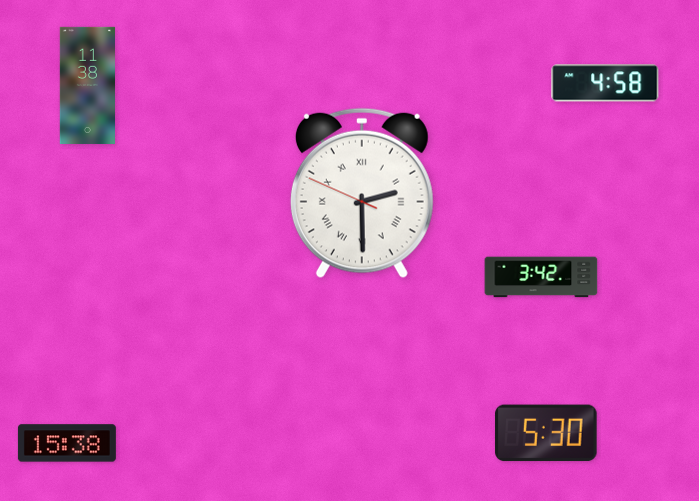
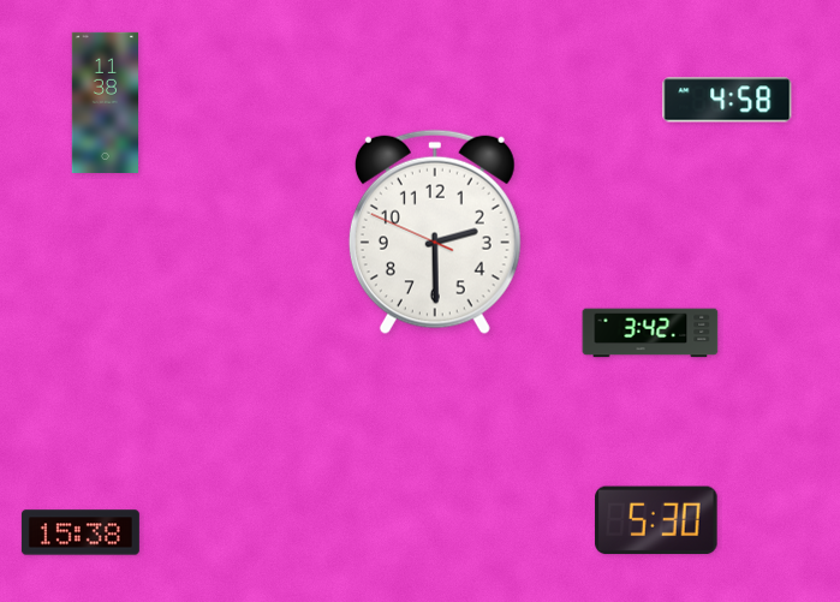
clock at (362, 193) numerals: Roman -> Arabic
